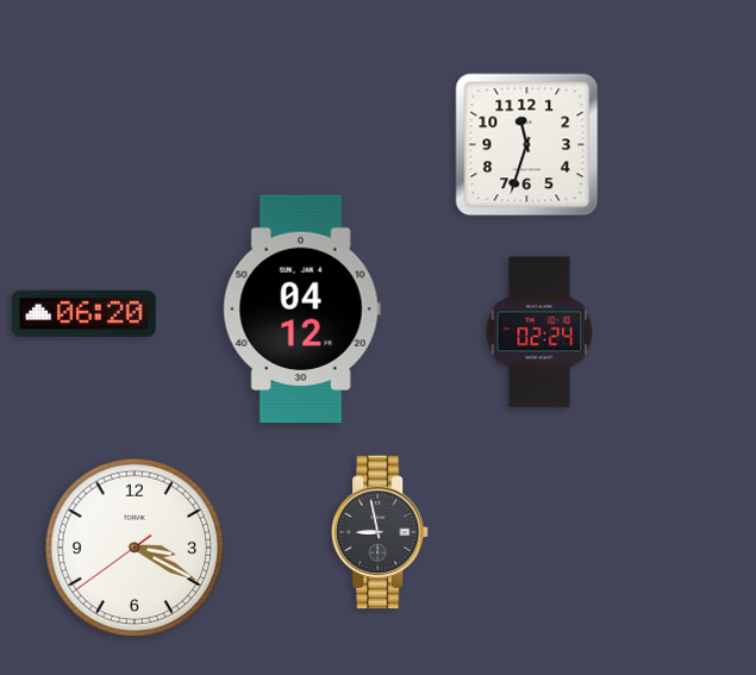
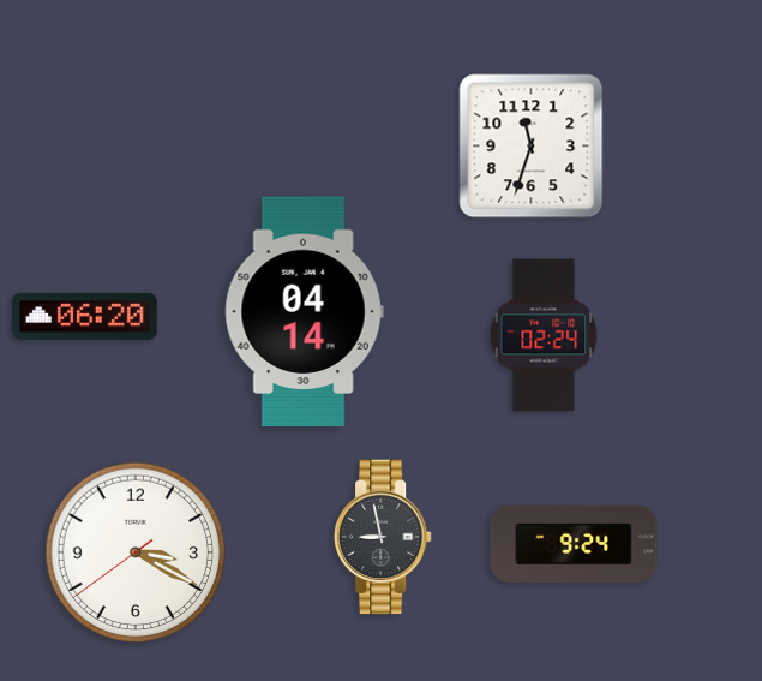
clock at (301, 310): 04:12 -> 04:14
clock at (574, 544): none -> 9:24
